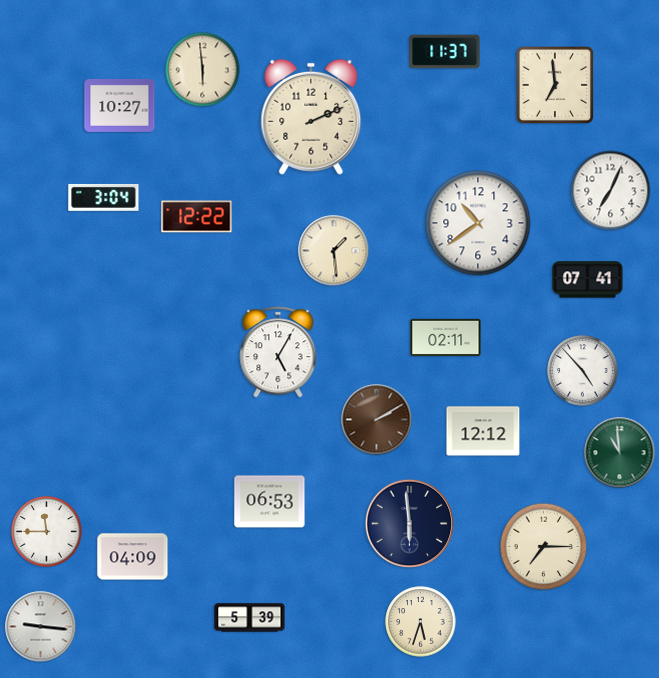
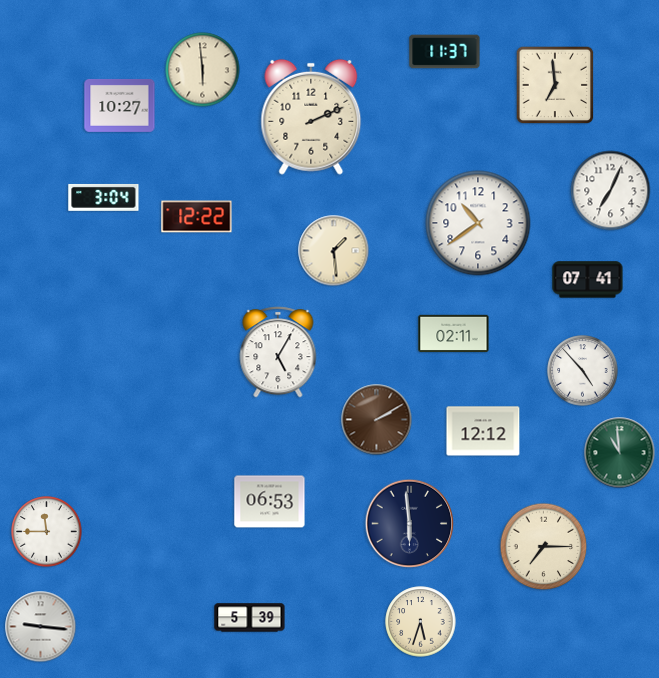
clock at (446, 338) position: (446, 338) -> (454, 334)
clock at (133, 557): 04:09 -> none
